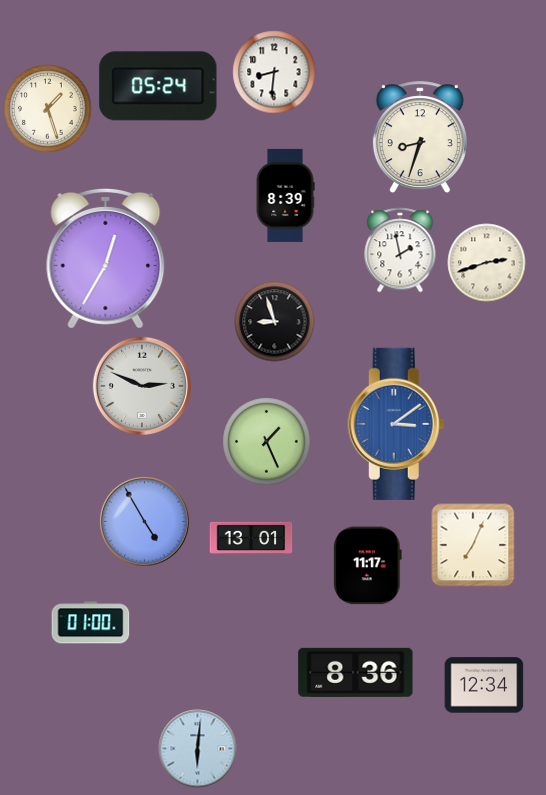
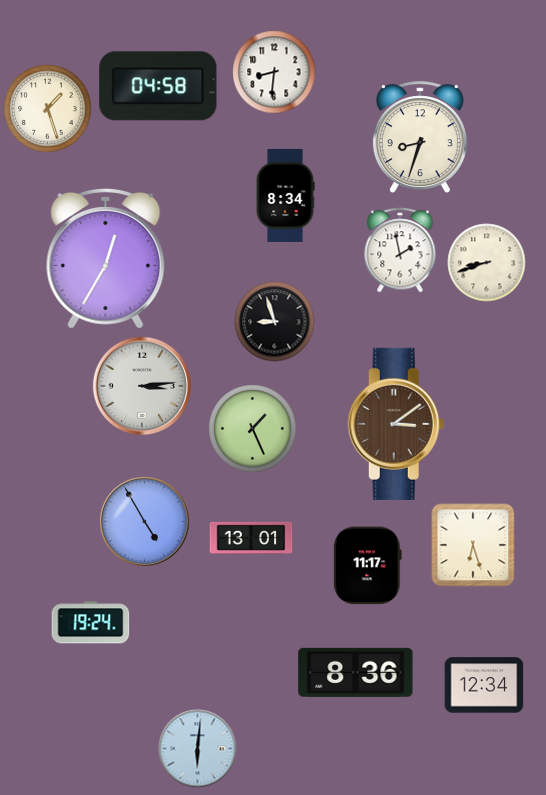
clock at (158, 86): 05:24 -> 04:58
clock at (285, 195): 8:39 -> 8:34
clock at (486, 262): 2:42 -> 8:42
clock at (142, 386): 2:49 -> 3:14
clock at (396, 424) dial: blue -> brown
clock at (266, 441) position: (266, 441) -> (252, 428)
clock at (473, 545): 7:04 -> 6:27
clock at (90, 623): 01:00 -> 19:24
